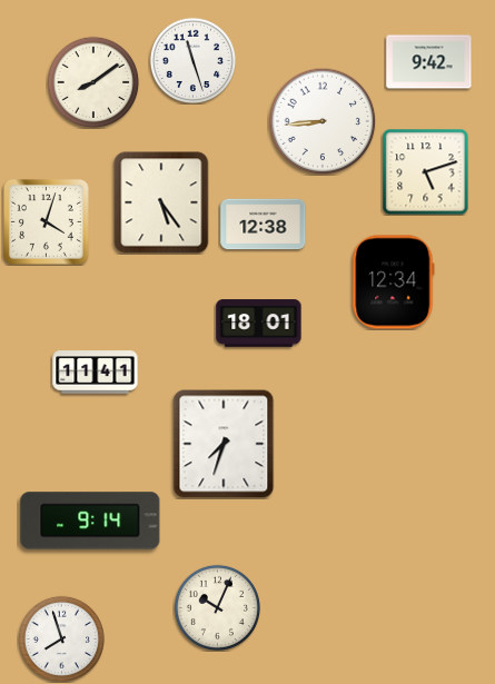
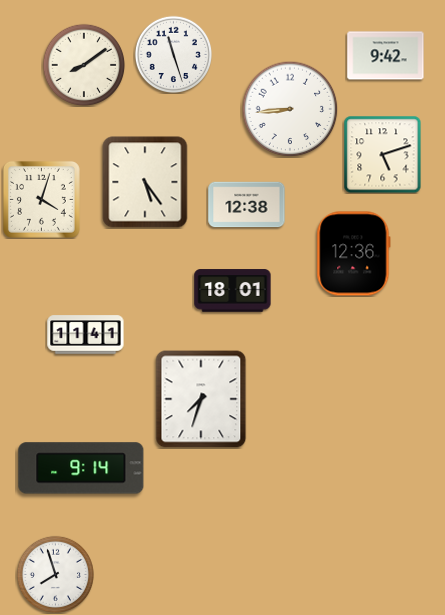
clock at (93, 82) position: (93, 82) -> (84, 65)
clock at (264, 225) position: (264, 225) -> (247, 205)
clock at (394, 282): 12:34 -> 12:36
clock at (217, 607): 10:04 -> none
